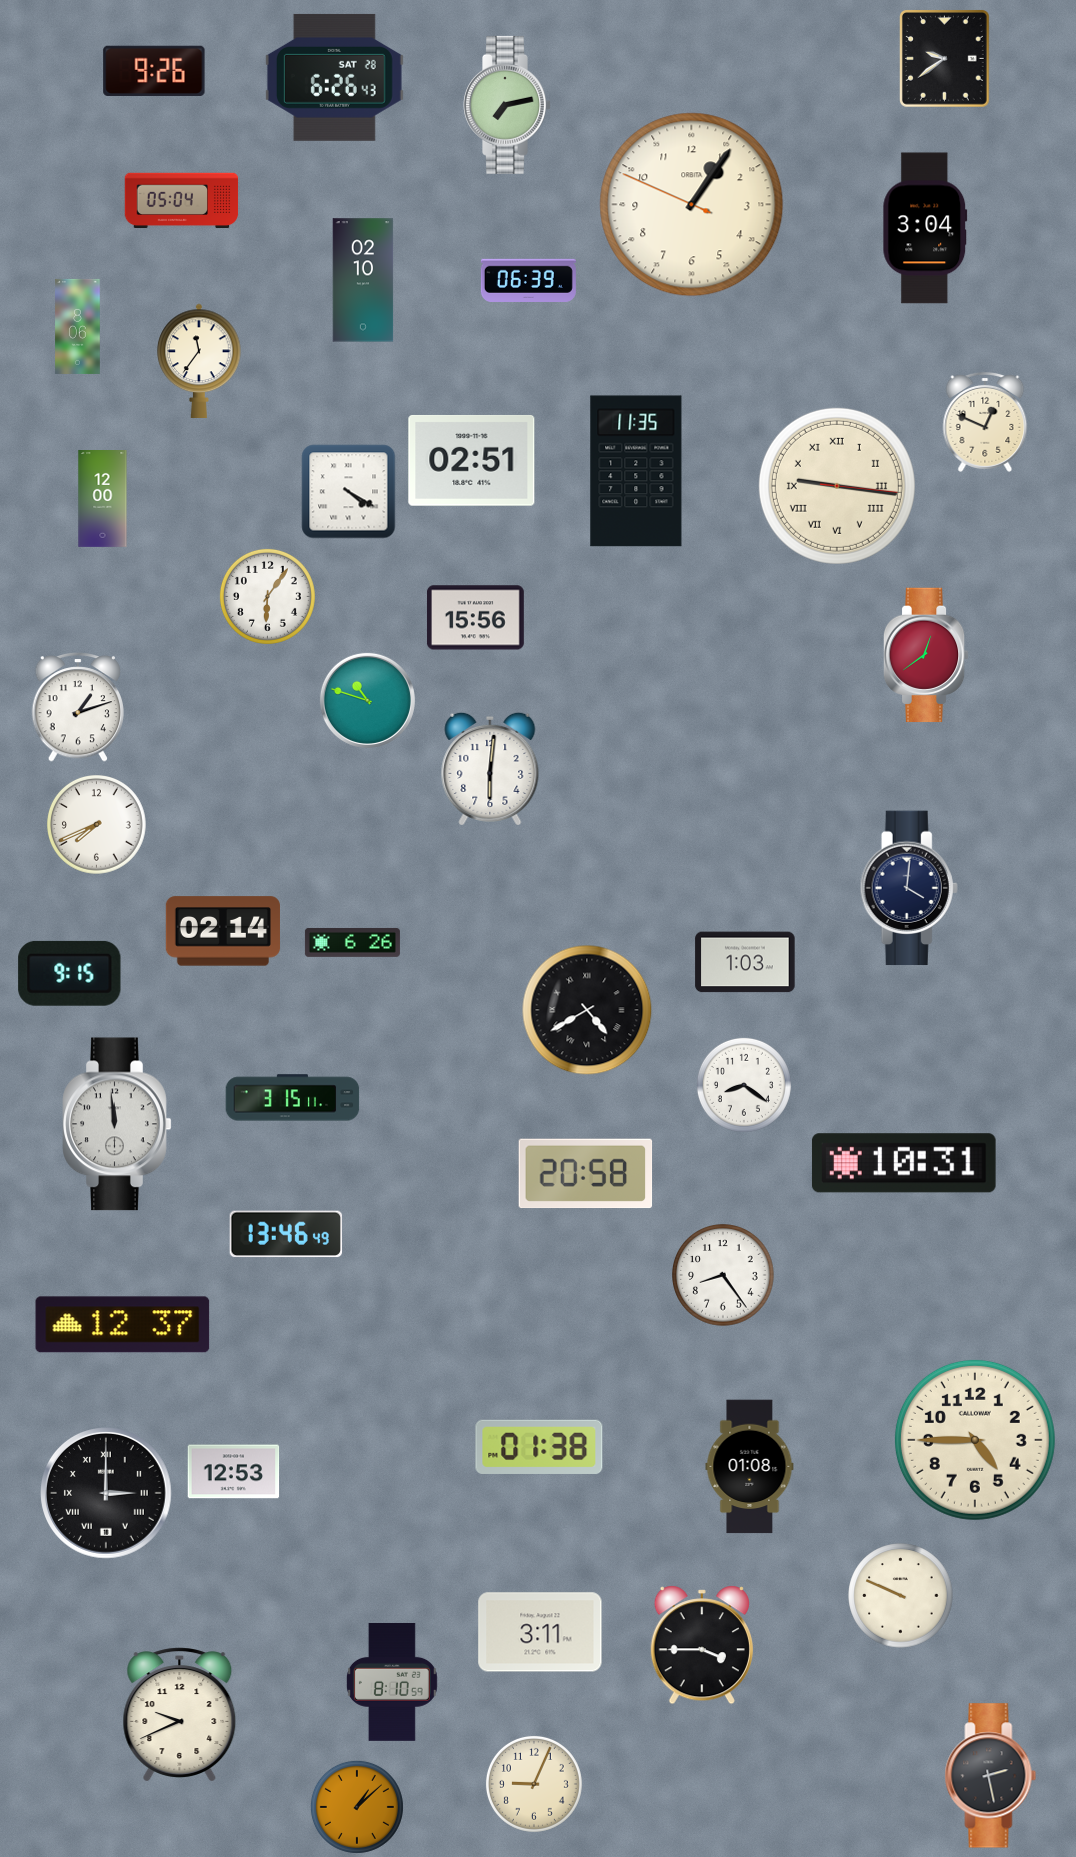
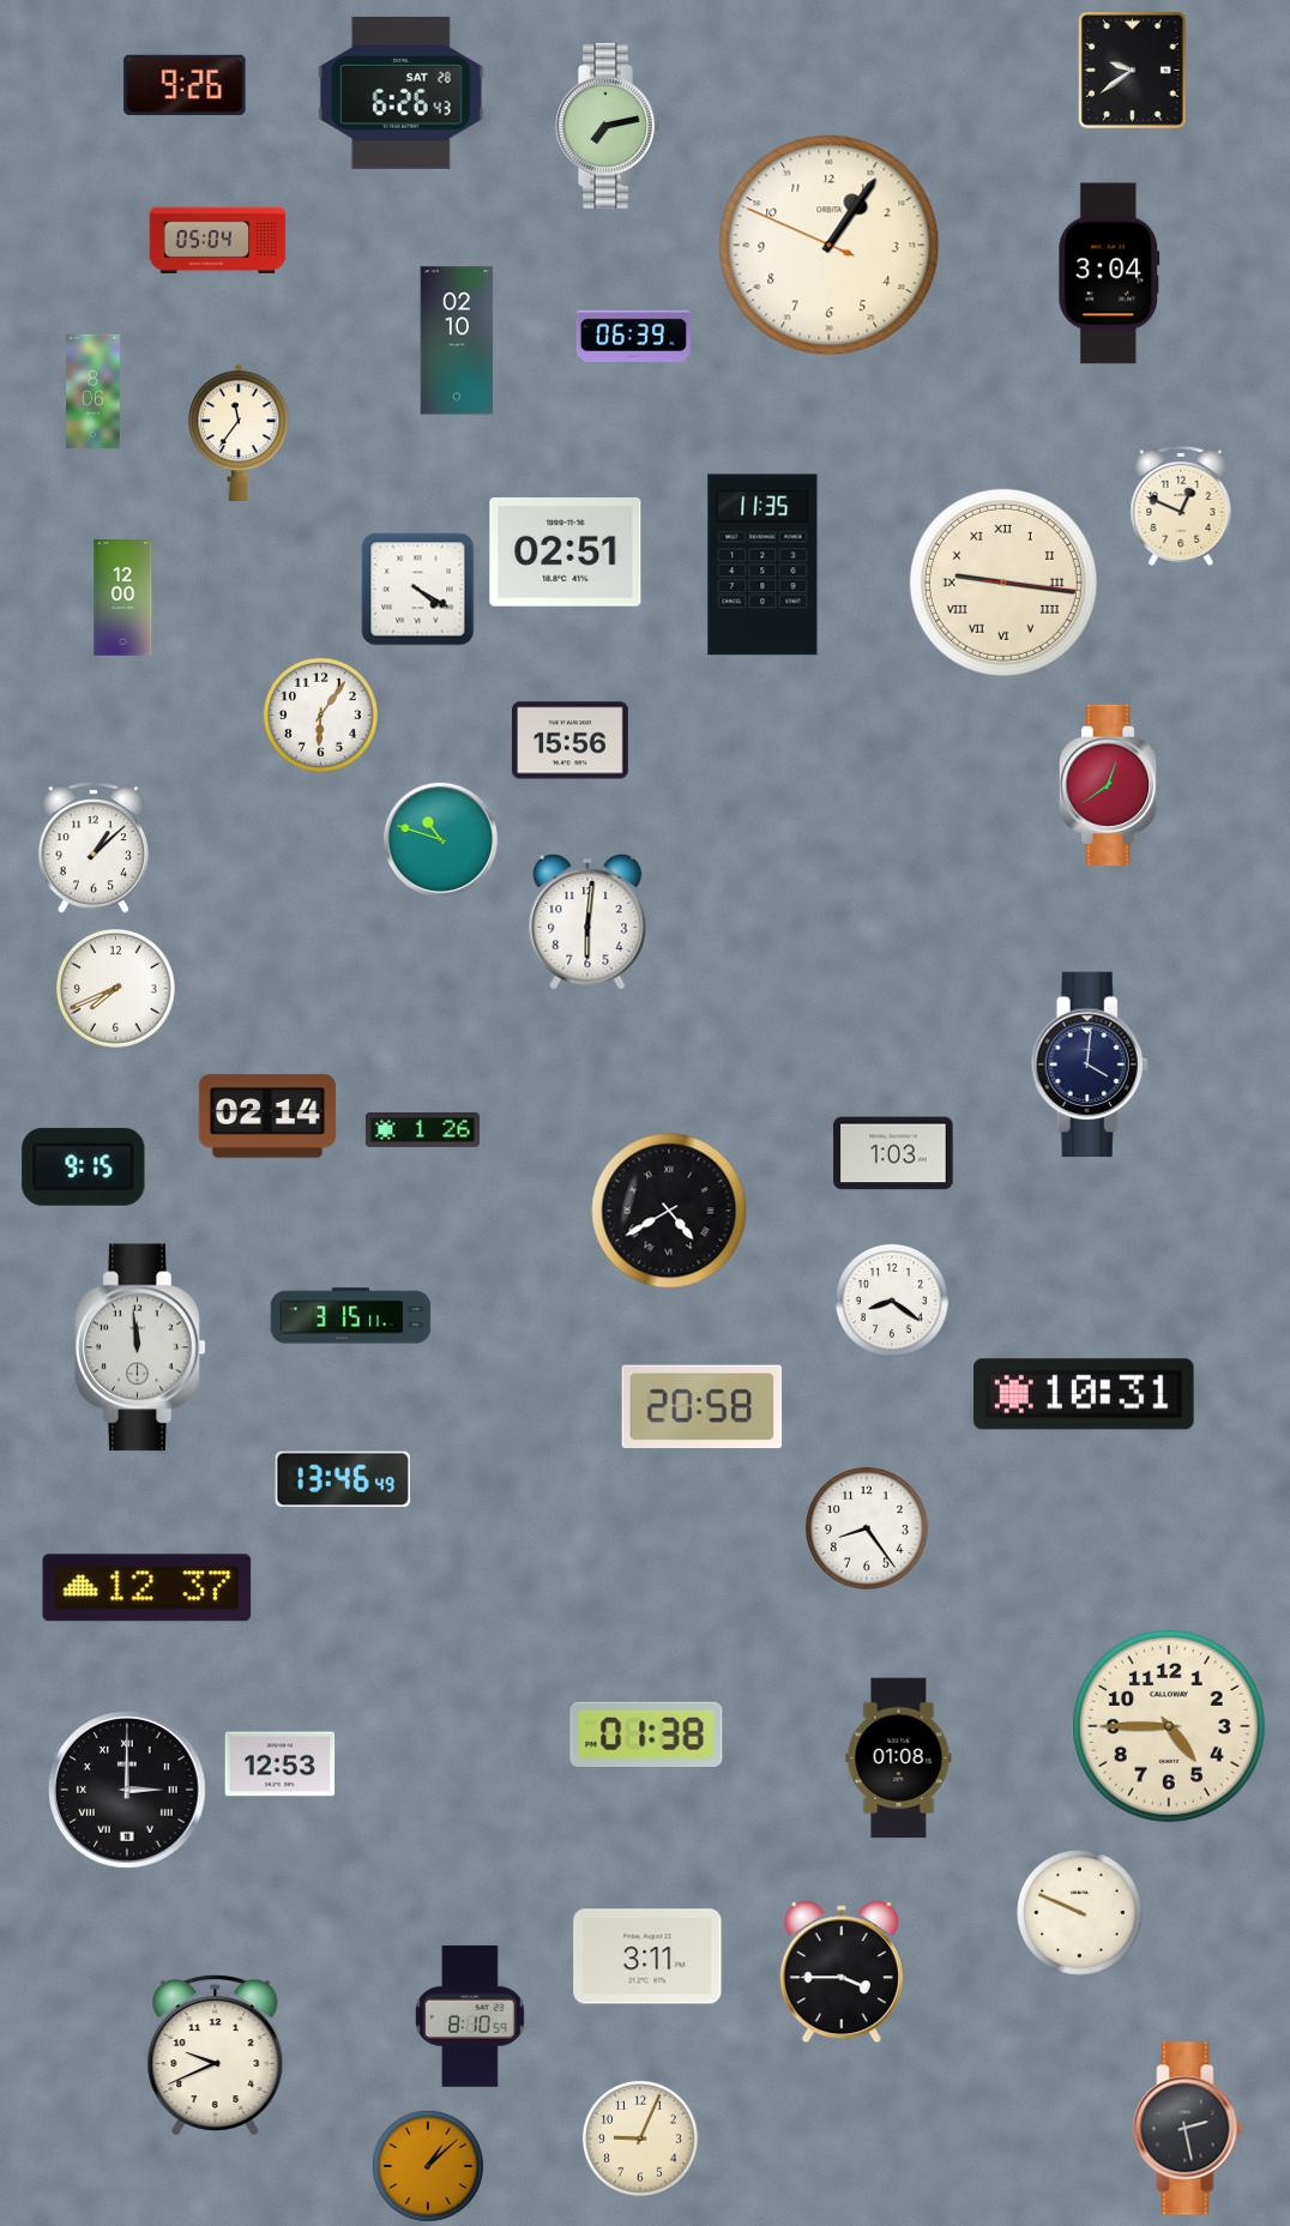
clock at (363, 280) position: (363, 280) -> (457, 340)
clock at (78, 707): 1:12 -> 1:08
clock at (352, 943): 6:26 -> 1:26
clock at (587, 1010) position: (587, 1010) -> (669, 1211)
